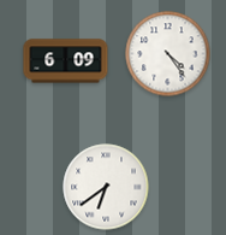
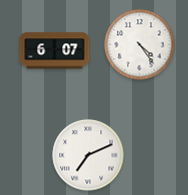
clock at (66, 61): 6:09 -> 6:07
clock at (106, 187): 6:39 -> 7:11
